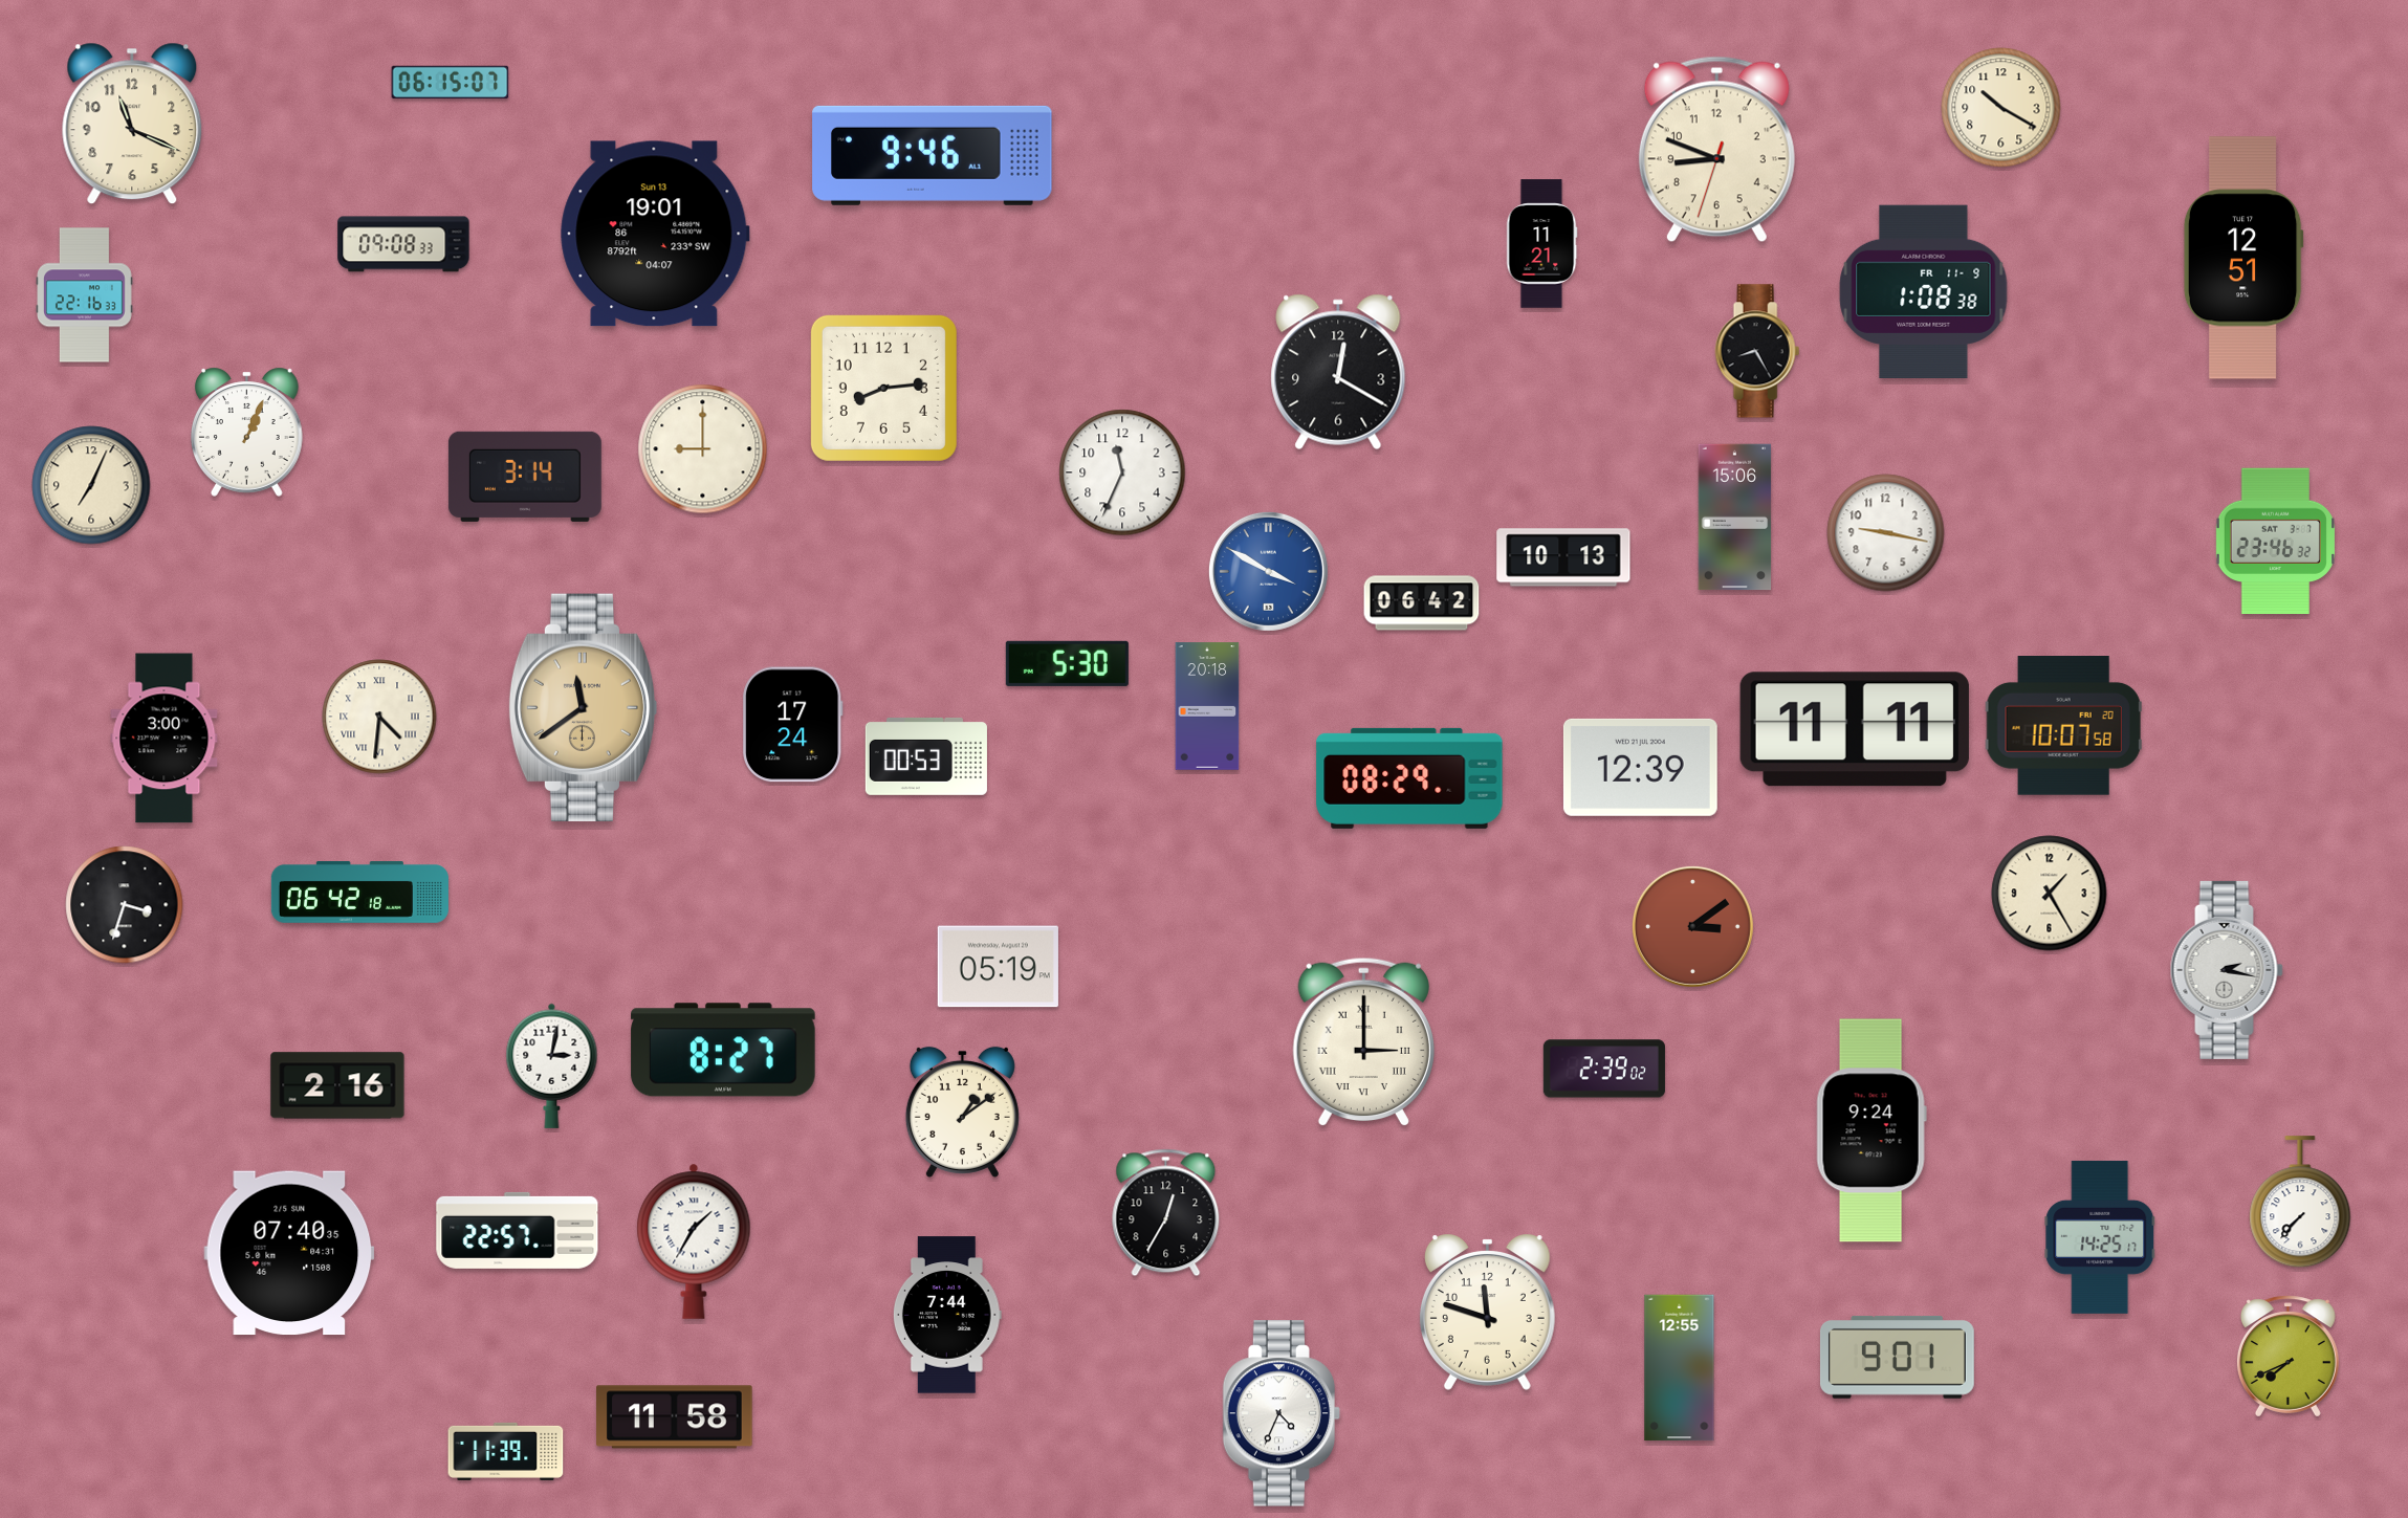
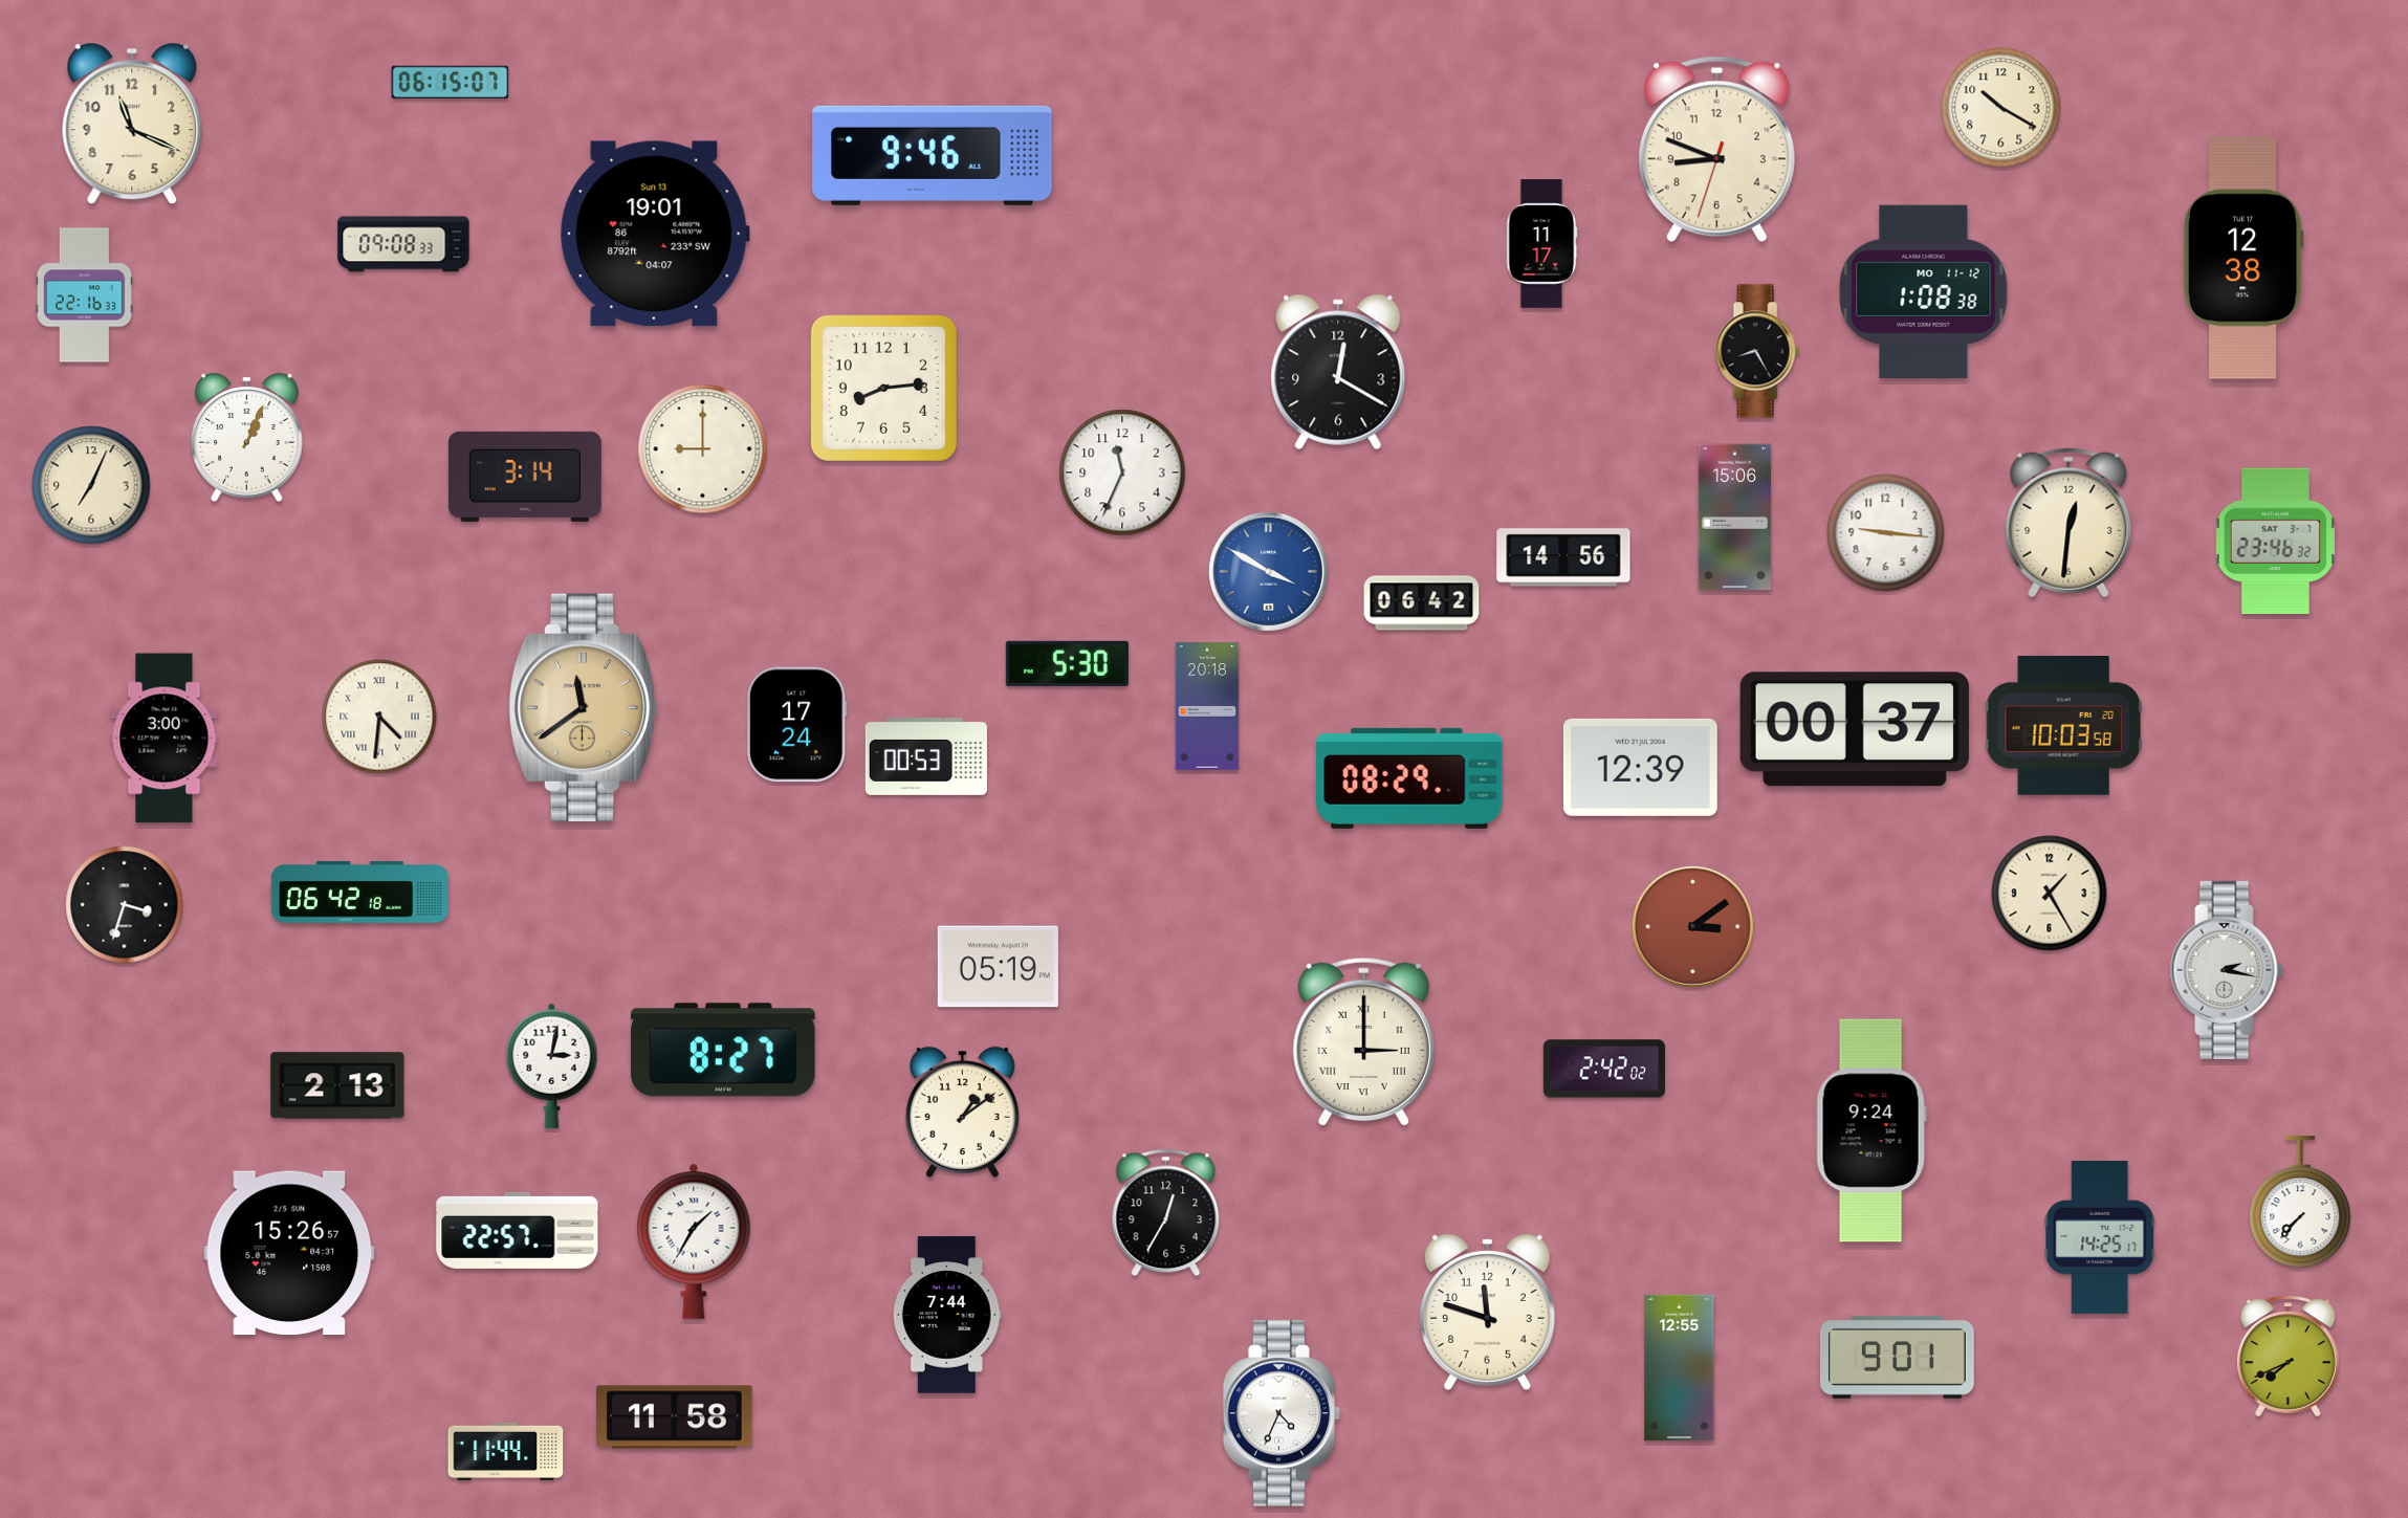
clock at (1541, 244): 11:21 -> 11:17
clock at (2243, 258): 12:51 -> 12:38
clock at (1924, 292) date: FR 11-9 -> MO 11-12
clock at (247, 432) position: (247, 432) -> (247, 437)
clock at (2068, 523): none -> 12:31
clock at (1886, 533): 9:17 -> 9:16
clock at (1563, 557): 10:13 -> 14:56
clock at (793, 725) position: (793, 725) -> (797, 725)
clock at (2063, 726): 10:07 -> 10:03
clock at (1855, 729): 11:11 -> 00:37
clock at (1604, 1069): 2:39 -> 2:42
clock at (337, 1085): 2:16 -> 2:13
clock at (289, 1253): 07:40 -> 15:26
clock at (506, 1451): 11:39 -> 11:44
